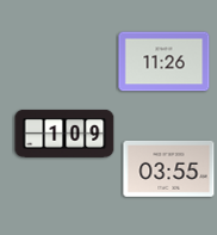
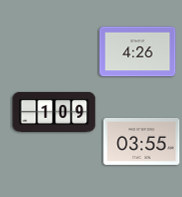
clock at (165, 62): 11:26 -> 4:26
